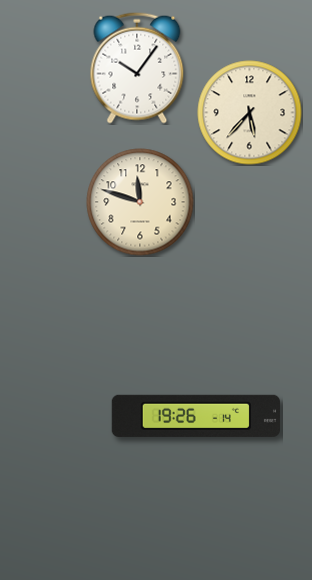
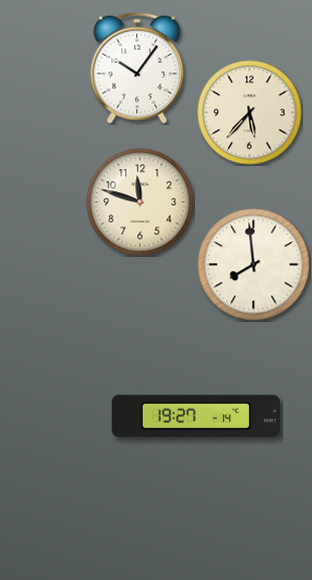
clock at (254, 265): none -> 7:59
clock at (196, 416): 19:26 -> 19:27
